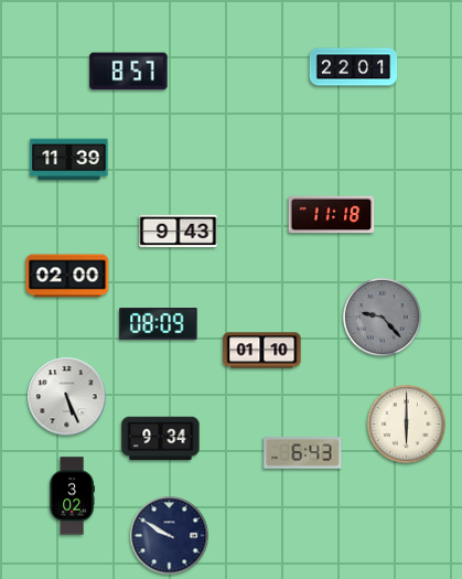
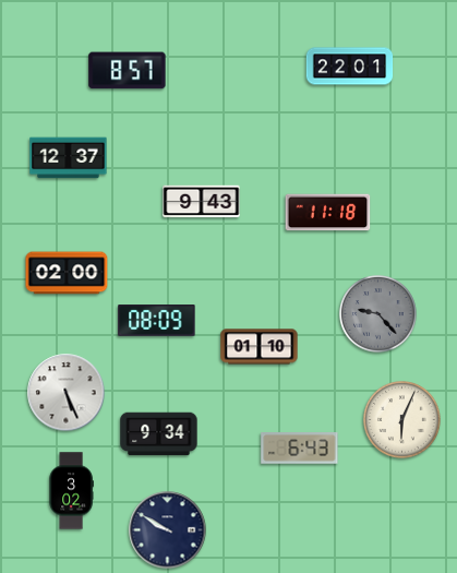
clock at (69, 160): 11:39 -> 12:37
clock at (179, 232) position: (179, 232) -> (202, 202)
clock at (407, 425): 6:00 -> 6:04
